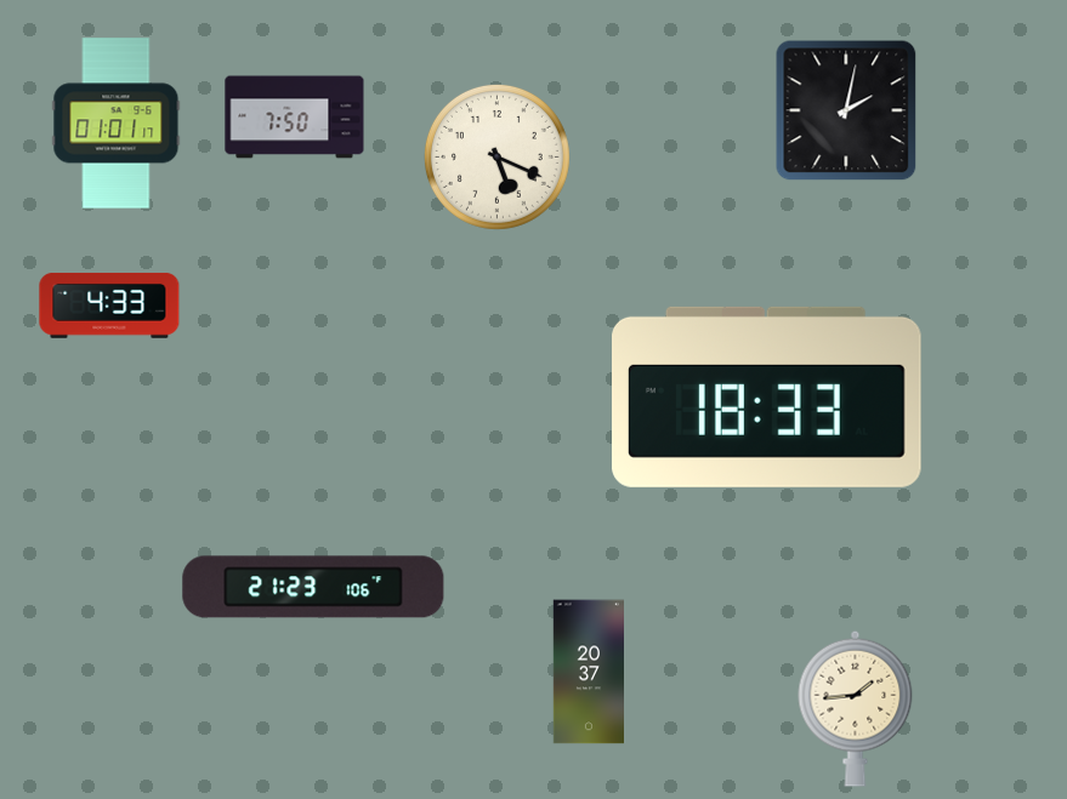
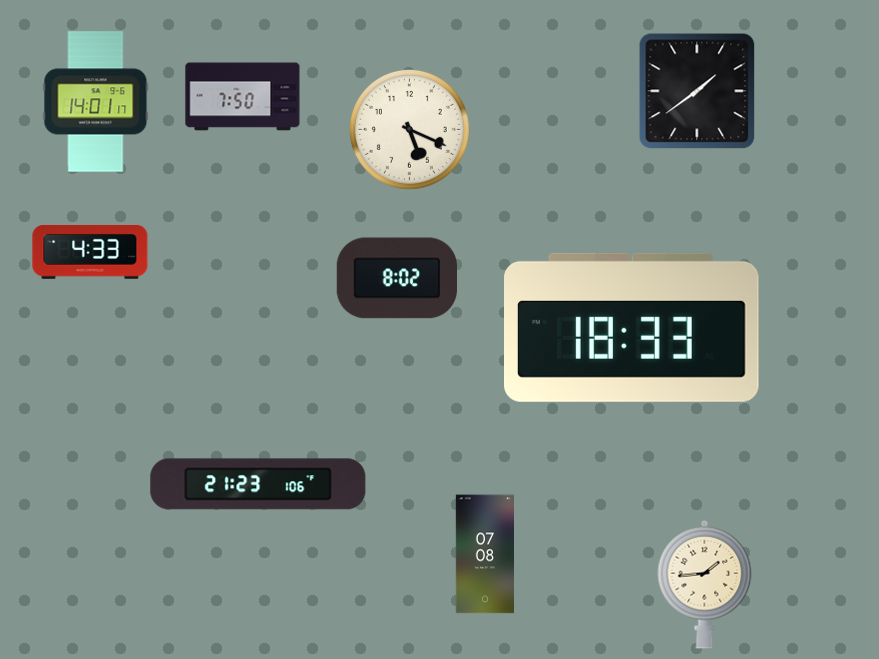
clock at (846, 110): 2:02 -> 1:39
clock at (117, 124): 01:01 -> 14:01
clock at (396, 278): none -> 8:02
clock at (588, 672): 20:37 -> 07:08
